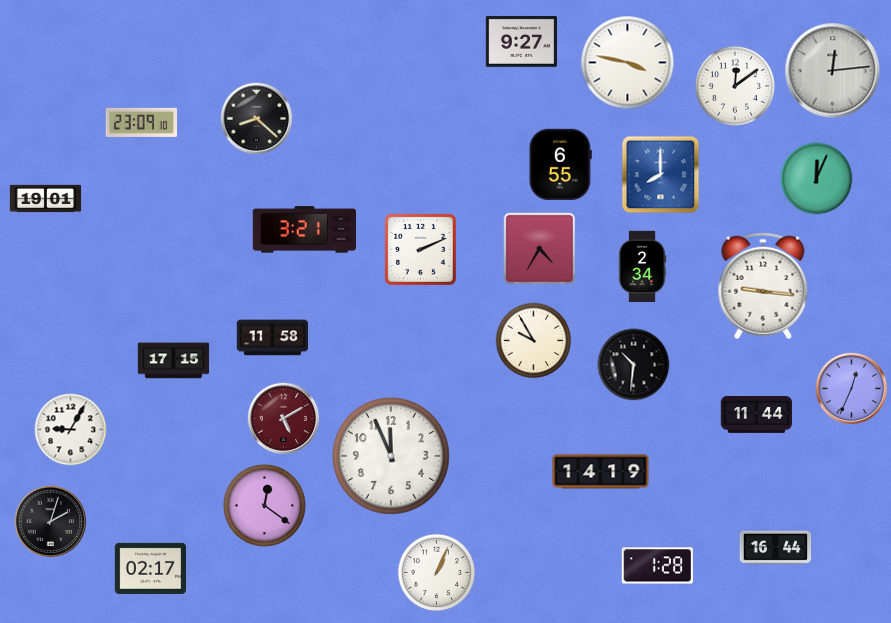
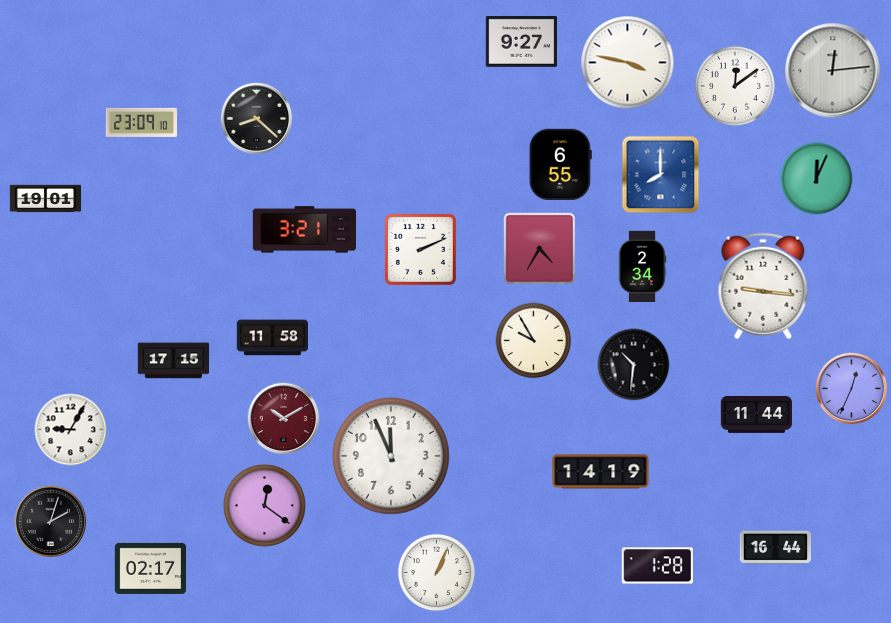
clock at (284, 419): 5:10 -> 10:10
